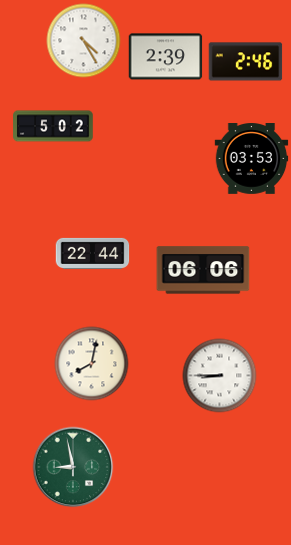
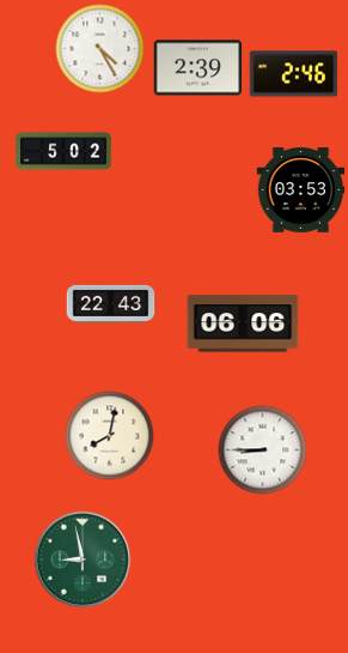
clock at (93, 253): 22:44 -> 22:43
clock at (73, 467) position: (73, 467) -> (83, 560)
